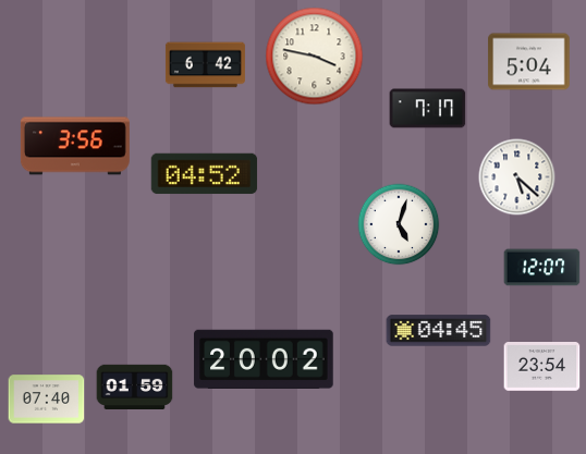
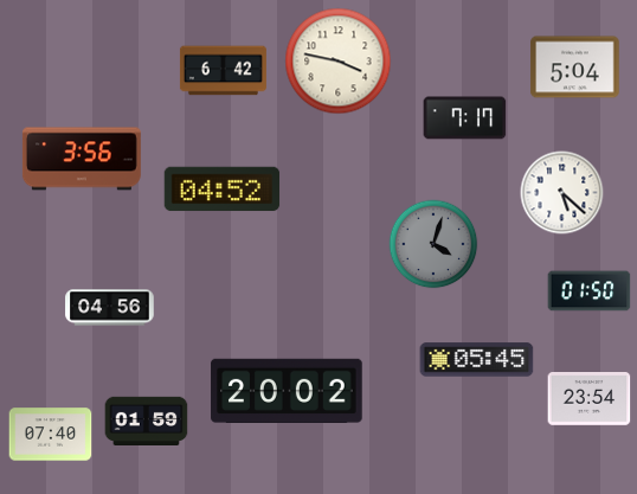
clock at (315, 57) position: (315, 57) -> (339, 62)
clock at (399, 224): 5:03 -> 4:03
clock at (399, 224) dial: white -> grey
clock at (542, 268): 12:07 -> 01:50
clock at (110, 308): none -> 04:56
clock at (439, 331): 04:45 -> 05:45
